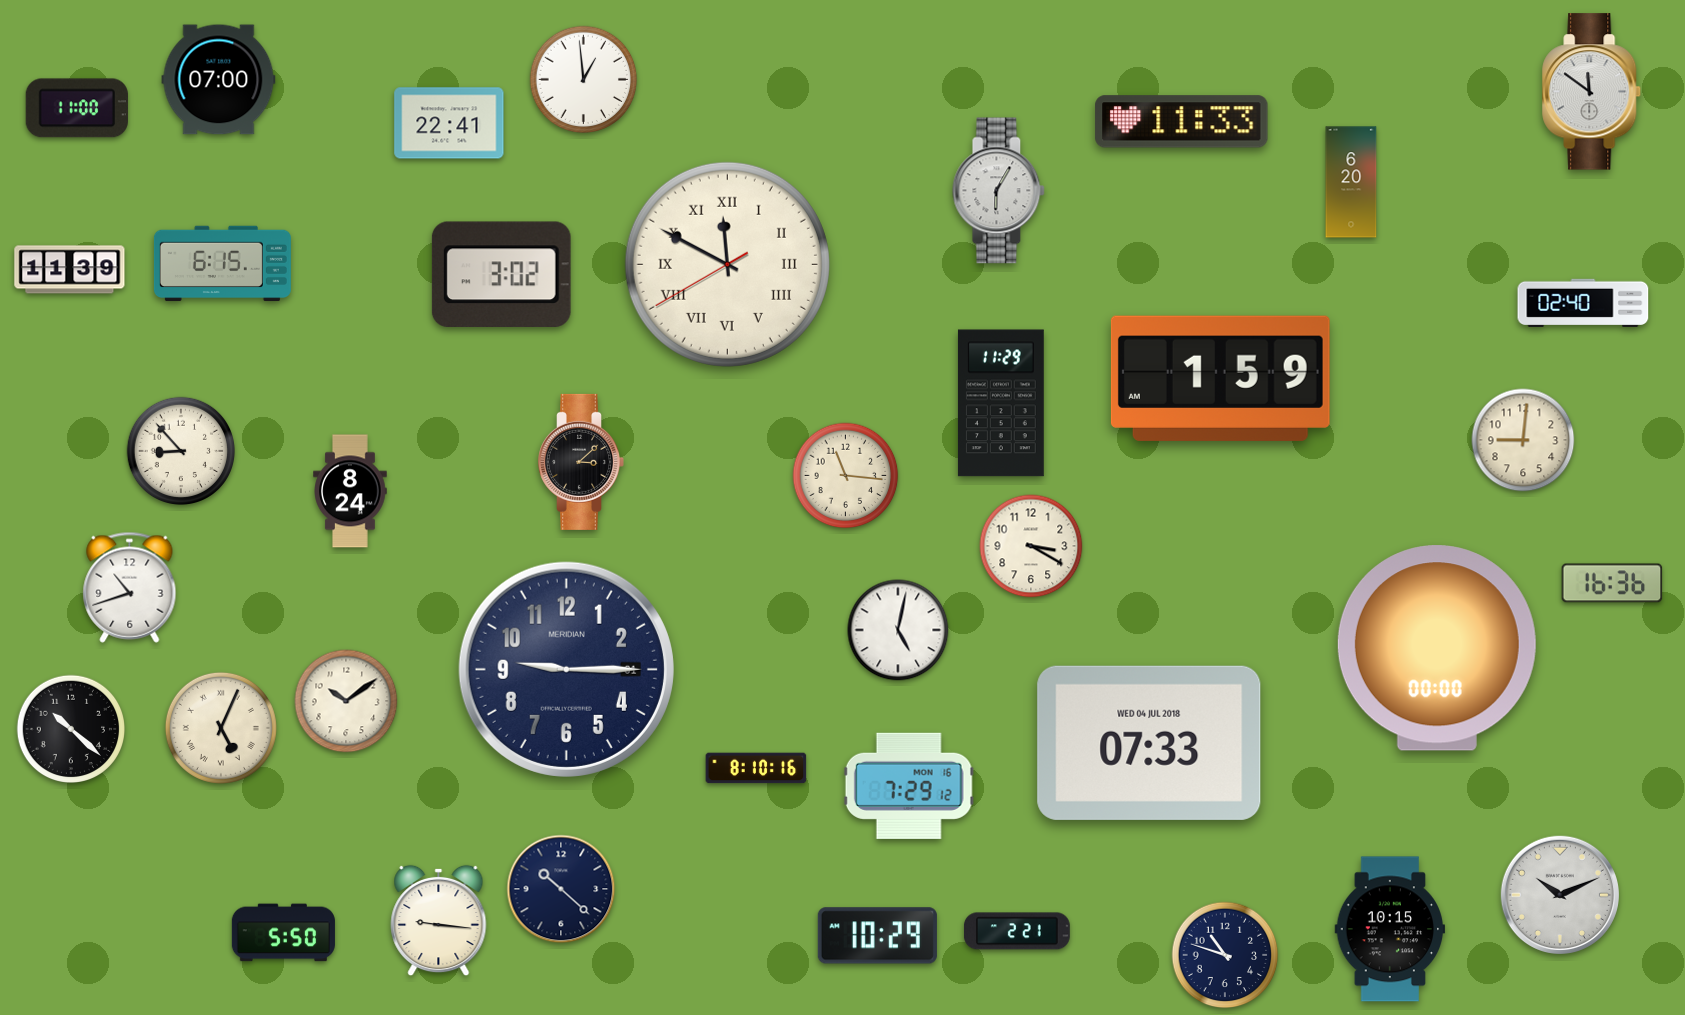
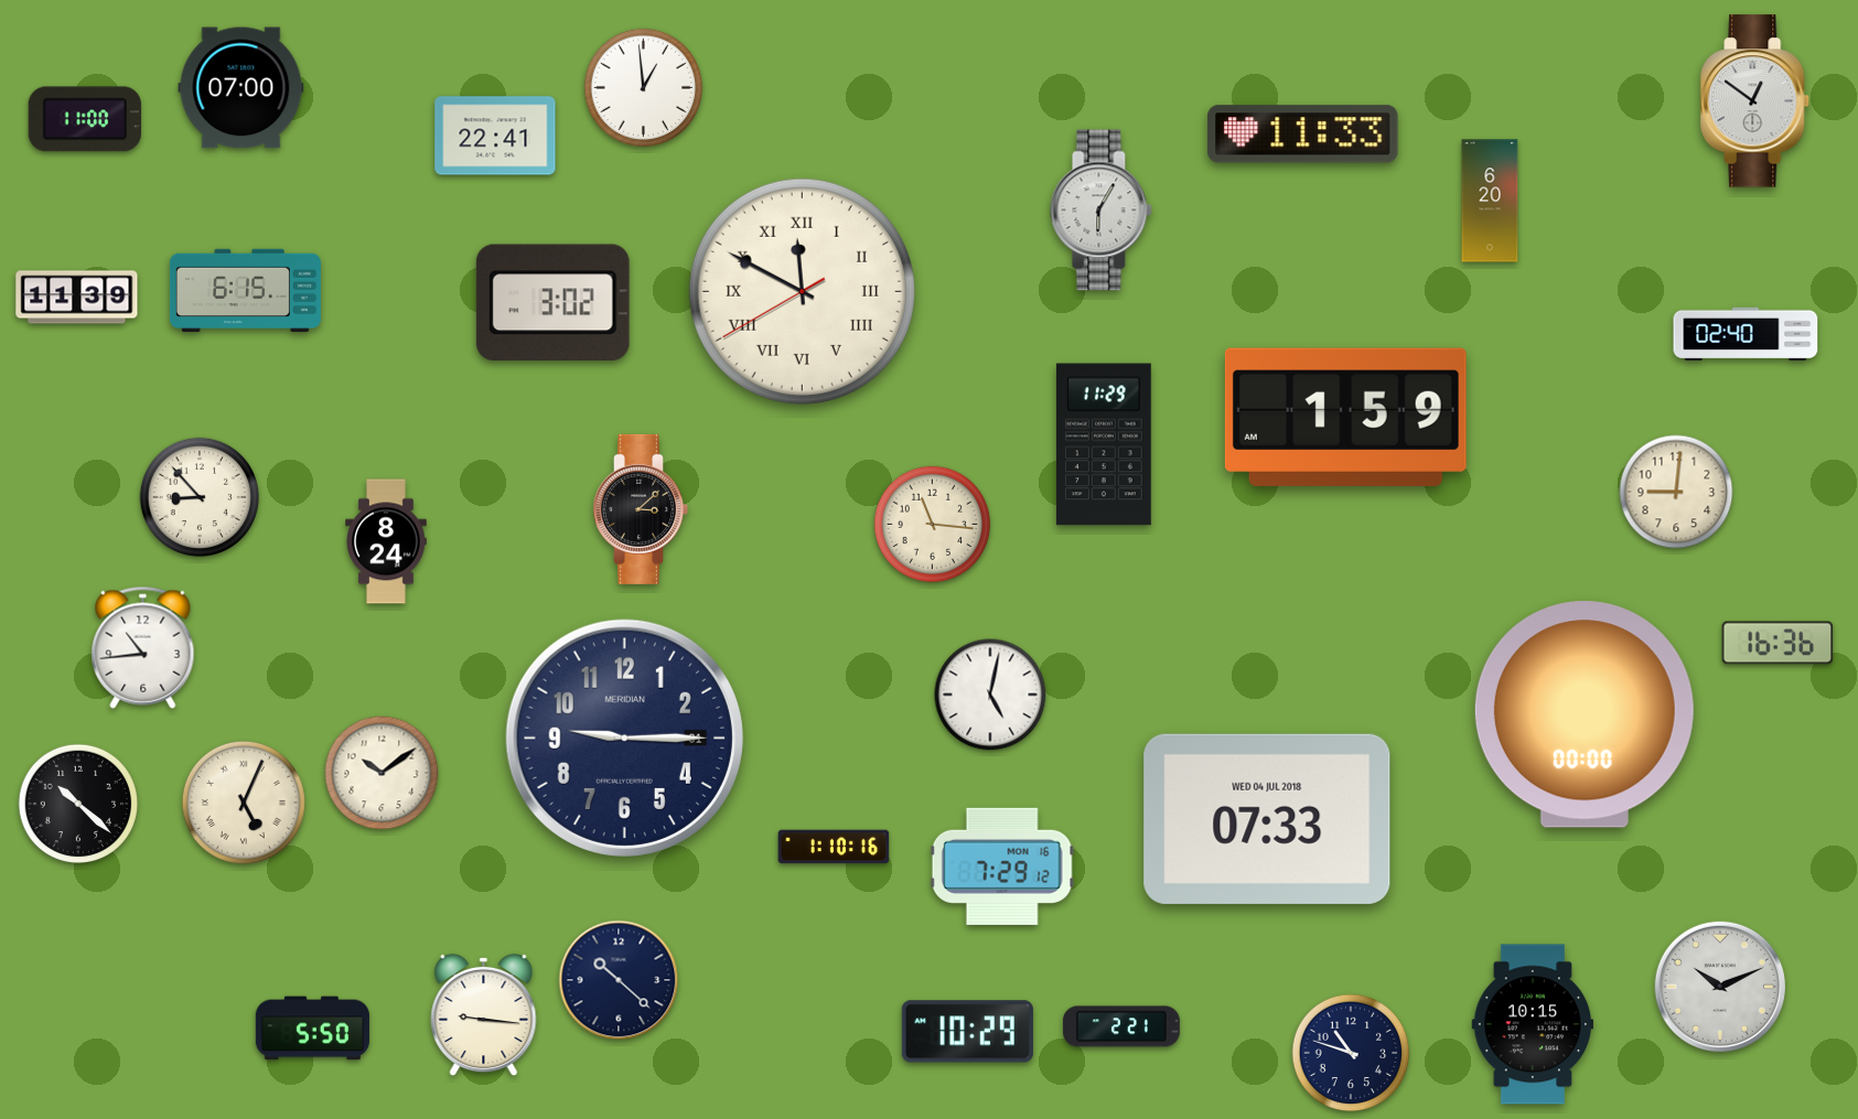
clock at (1592, 92): 11:51 -> 12:51
clock at (1523, 440) position: (1523, 440) -> (1676, 492)
clock at (1031, 546): 3:20 -> none
clock at (130, 587): 10:42 -> 10:44
clock at (756, 768): 8:10 -> 1:10
